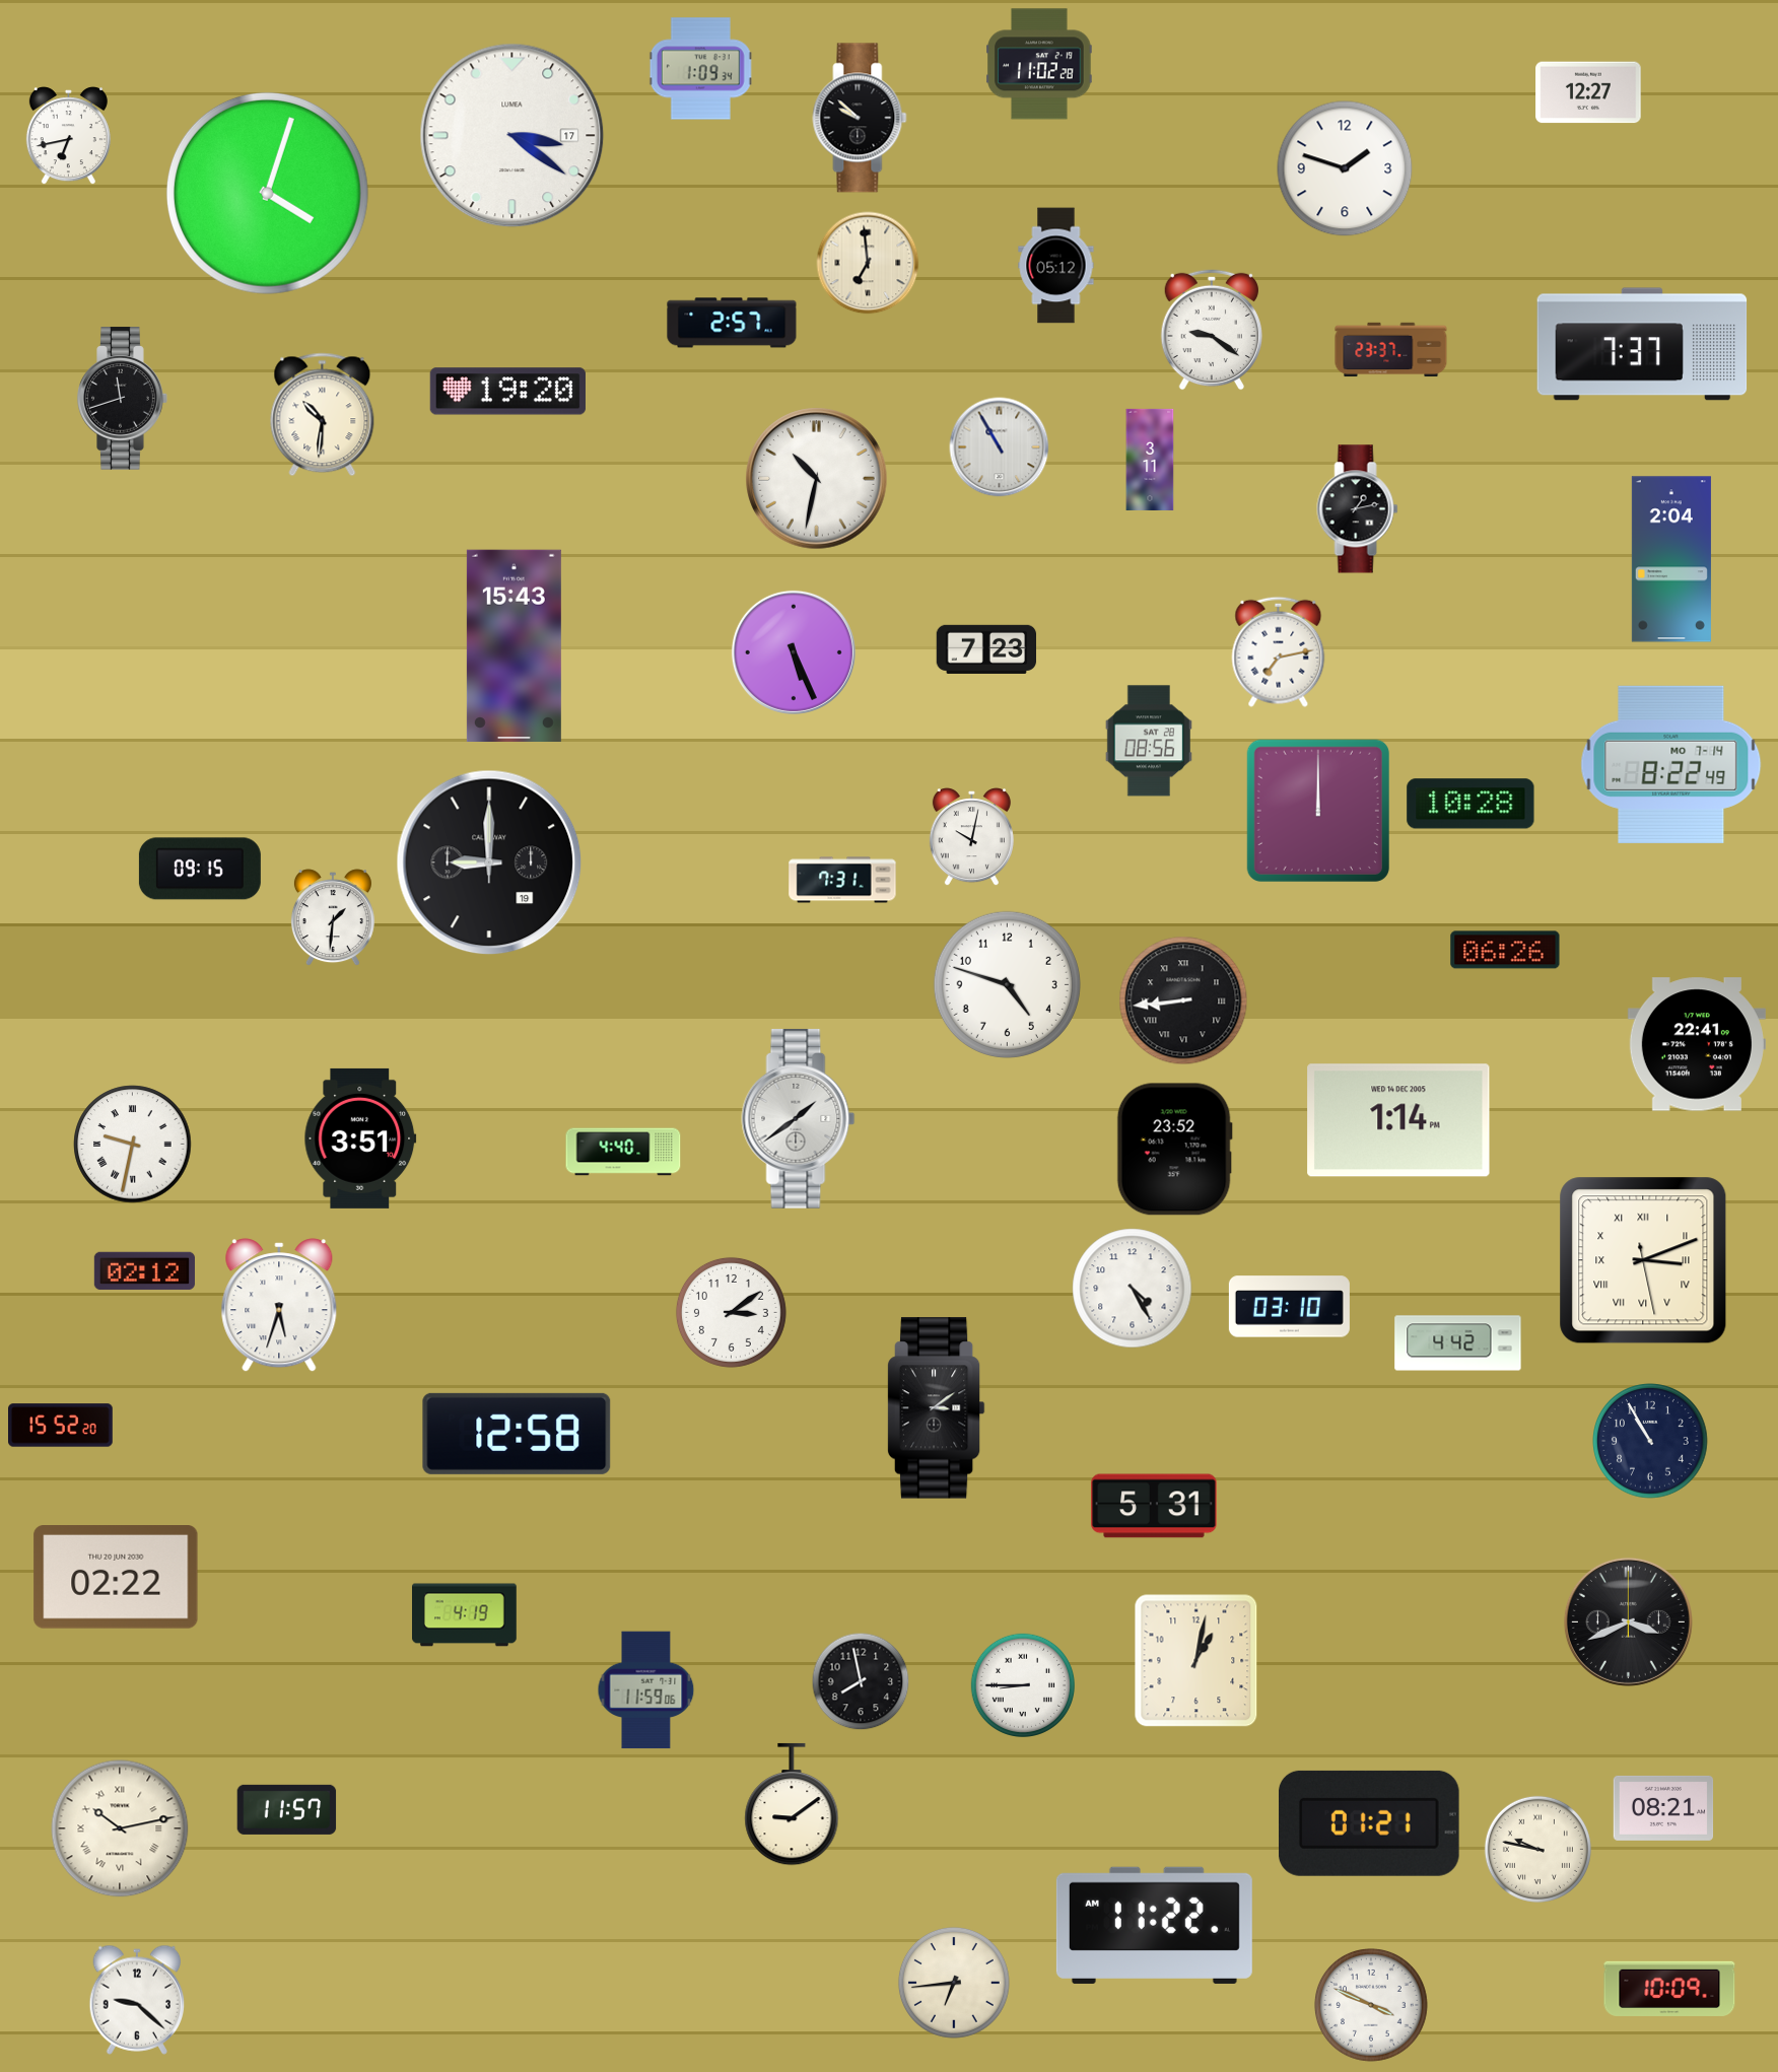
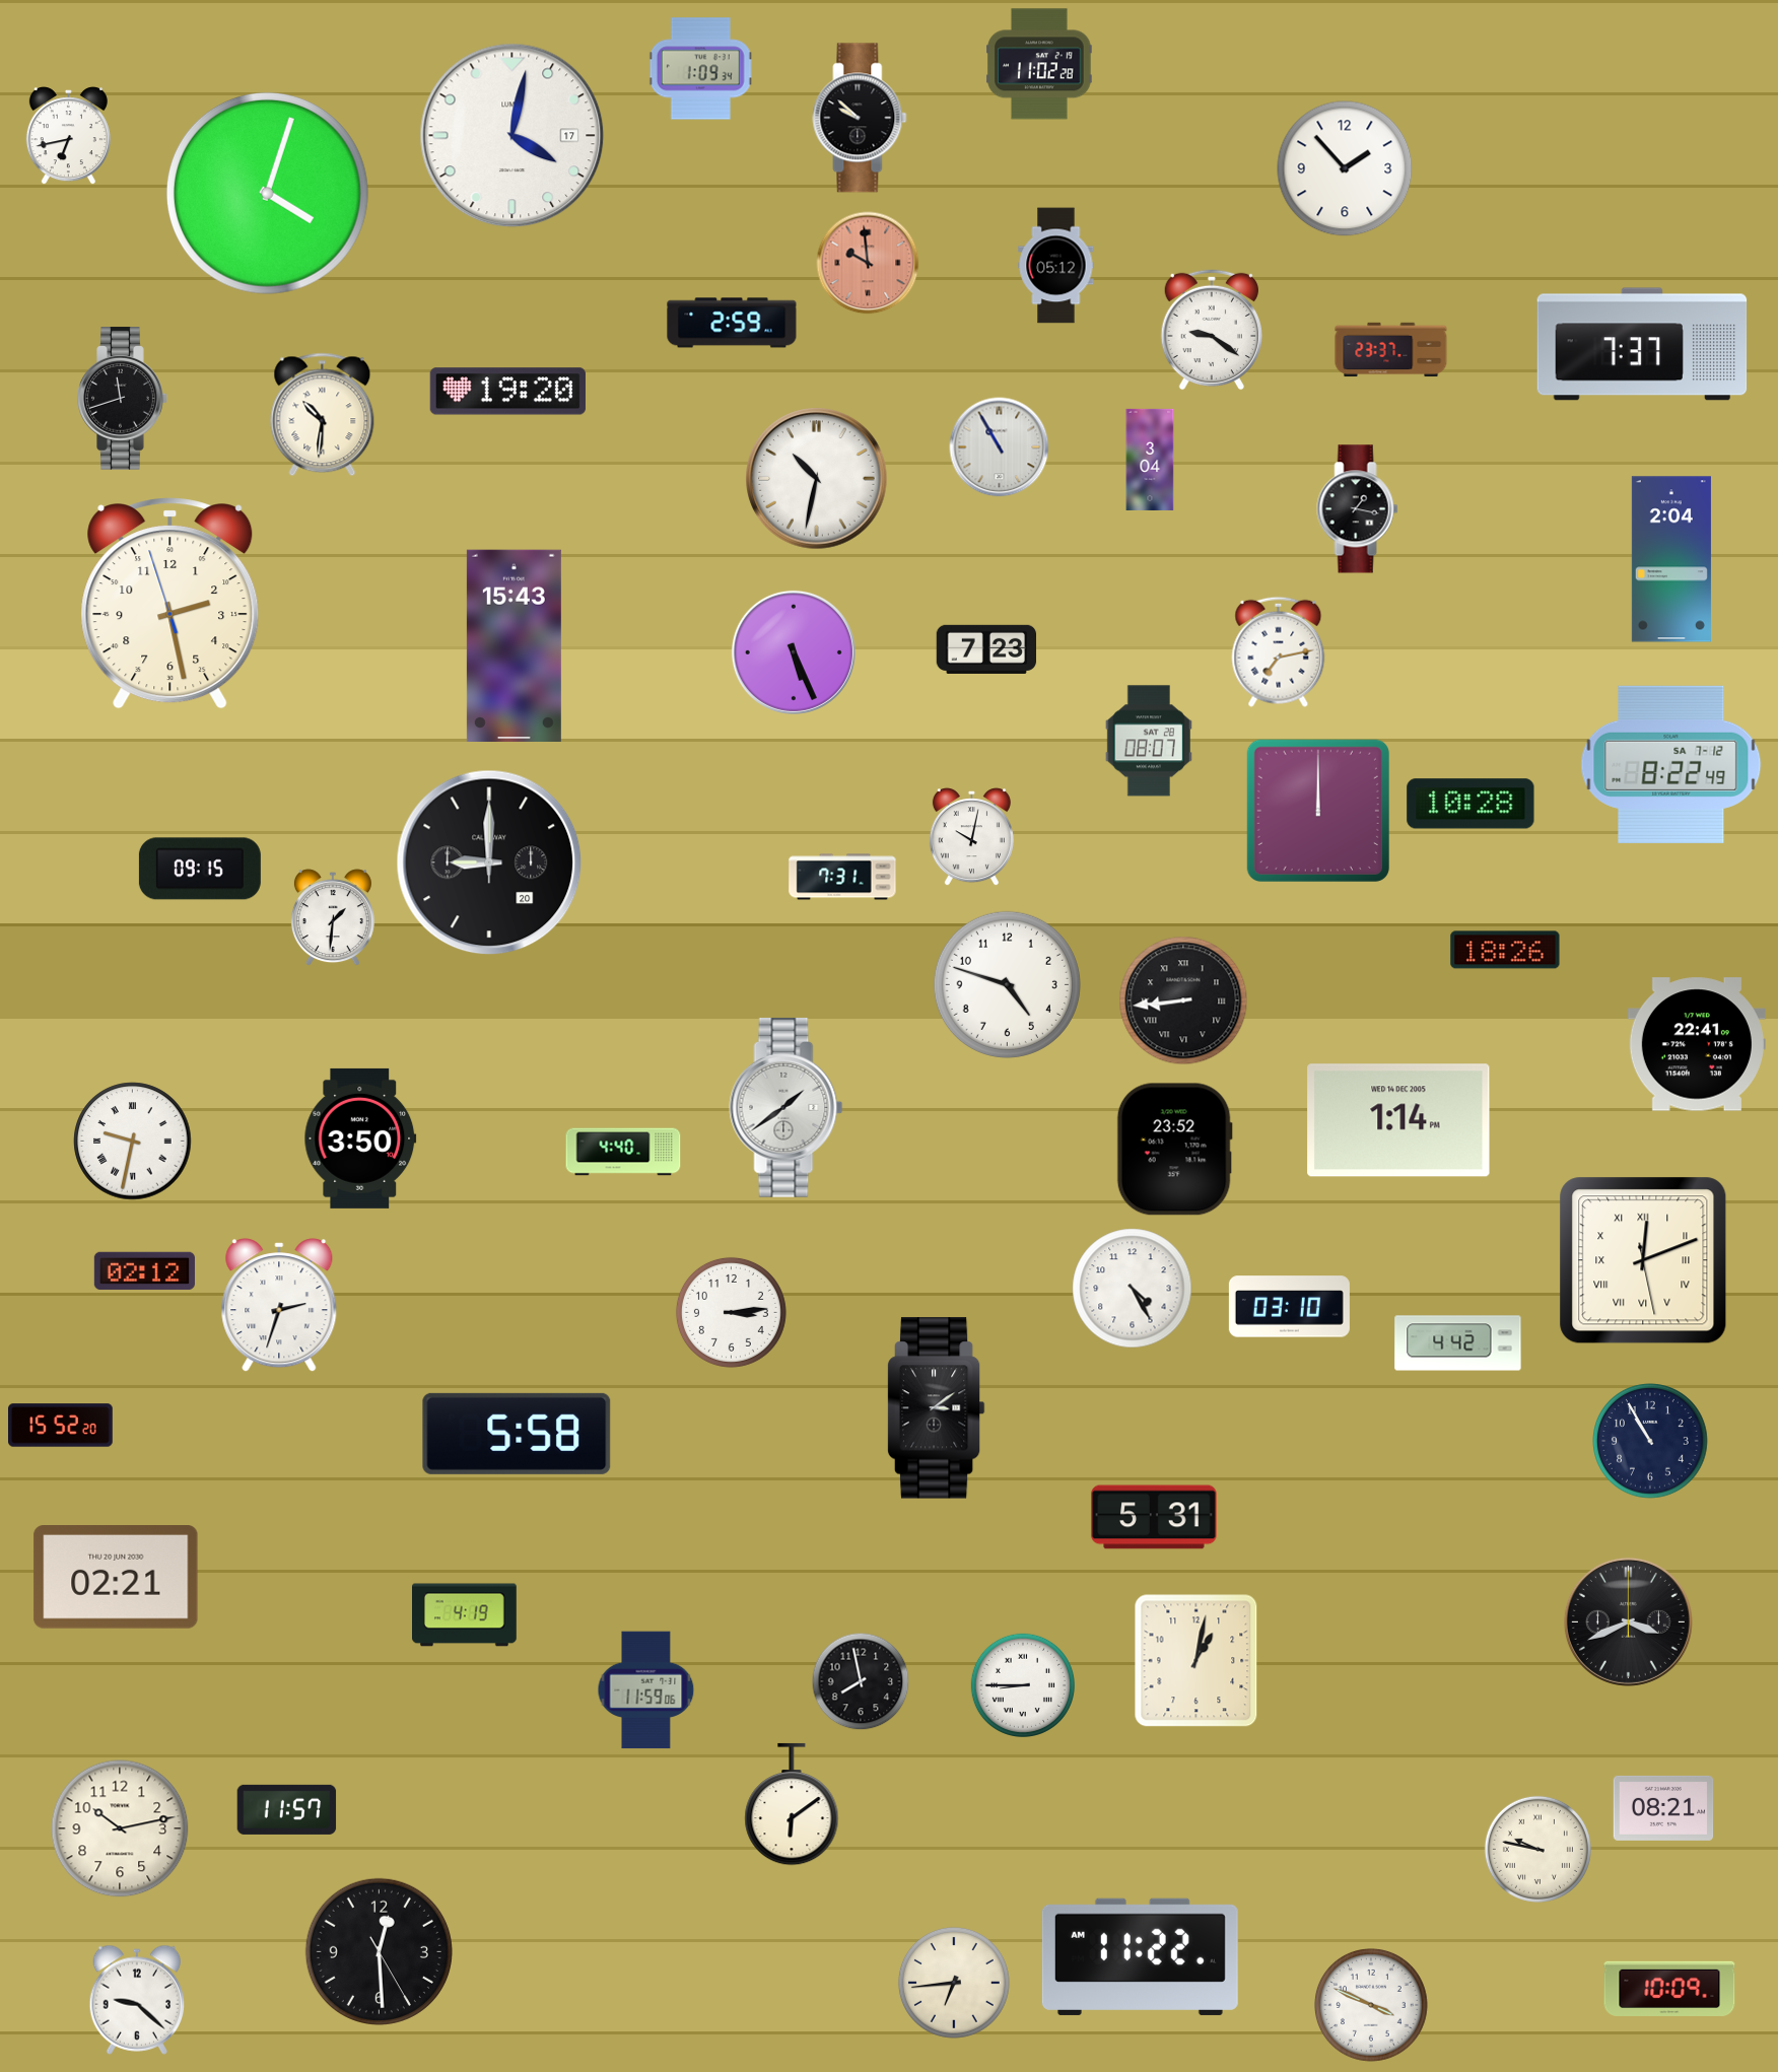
clock at (1588, 92): 12:27 -> none
clock at (512, 136): 3:21 -> 4:02
clock at (1345, 168): 1:48 -> 1:53
clock at (868, 263): 6:59 -> 9:59
clock at (868, 263) dial: cream -> salmon
clock at (732, 323): 2:57 -> 2:59
clock at (1150, 460): 3:11 -> 3:04
clock at (1358, 509): 1:13 -> 1:17
clock at (170, 604): none -> 2:27
clock at (1149, 741): 08:56 -> 08:07
clock at (1671, 764) date: MO 7-14 -> SA 7-12
clock at (489, 862) date: 19 -> 20
clock at (842, 880) position: (842, 880) -> (842, 877)
clock at (1505, 950): 06:26 -> 18:26
clock at (799, 1118) position: (799, 1118) -> (787, 1107)
clock at (360, 1138): 3:51 -> 3:50
clock at (133, 1145) position: (133, 1145) -> (133, 1142)
clock at (1643, 1260): 3:11 -> 12:11
clock at (279, 1305): 5:33 -> 2:33
clock at (731, 1312): 3:09 -> 3:14
clock at (517, 1434): 12:58 -> 5:58
clock at (1154, 1506) position: (1154, 1506) -> (1154, 1517)
clock at (116, 1578): 02:22 -> 02:21
clock at (792, 1804): 9:09 -> 6:09
clock at (1370, 1823): 01:21 -> none
clock at (120, 1828) numerals: Roman -> Arabic
clock at (1154, 1925) position: (1154, 1925) -> (1140, 1956)
clock at (379, 1951): none -> 12:29
